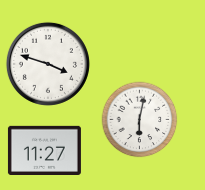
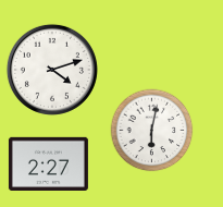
clock at (48, 64): 3:48 -> 4:12
clock at (44, 150): 11:27 -> 2:27
